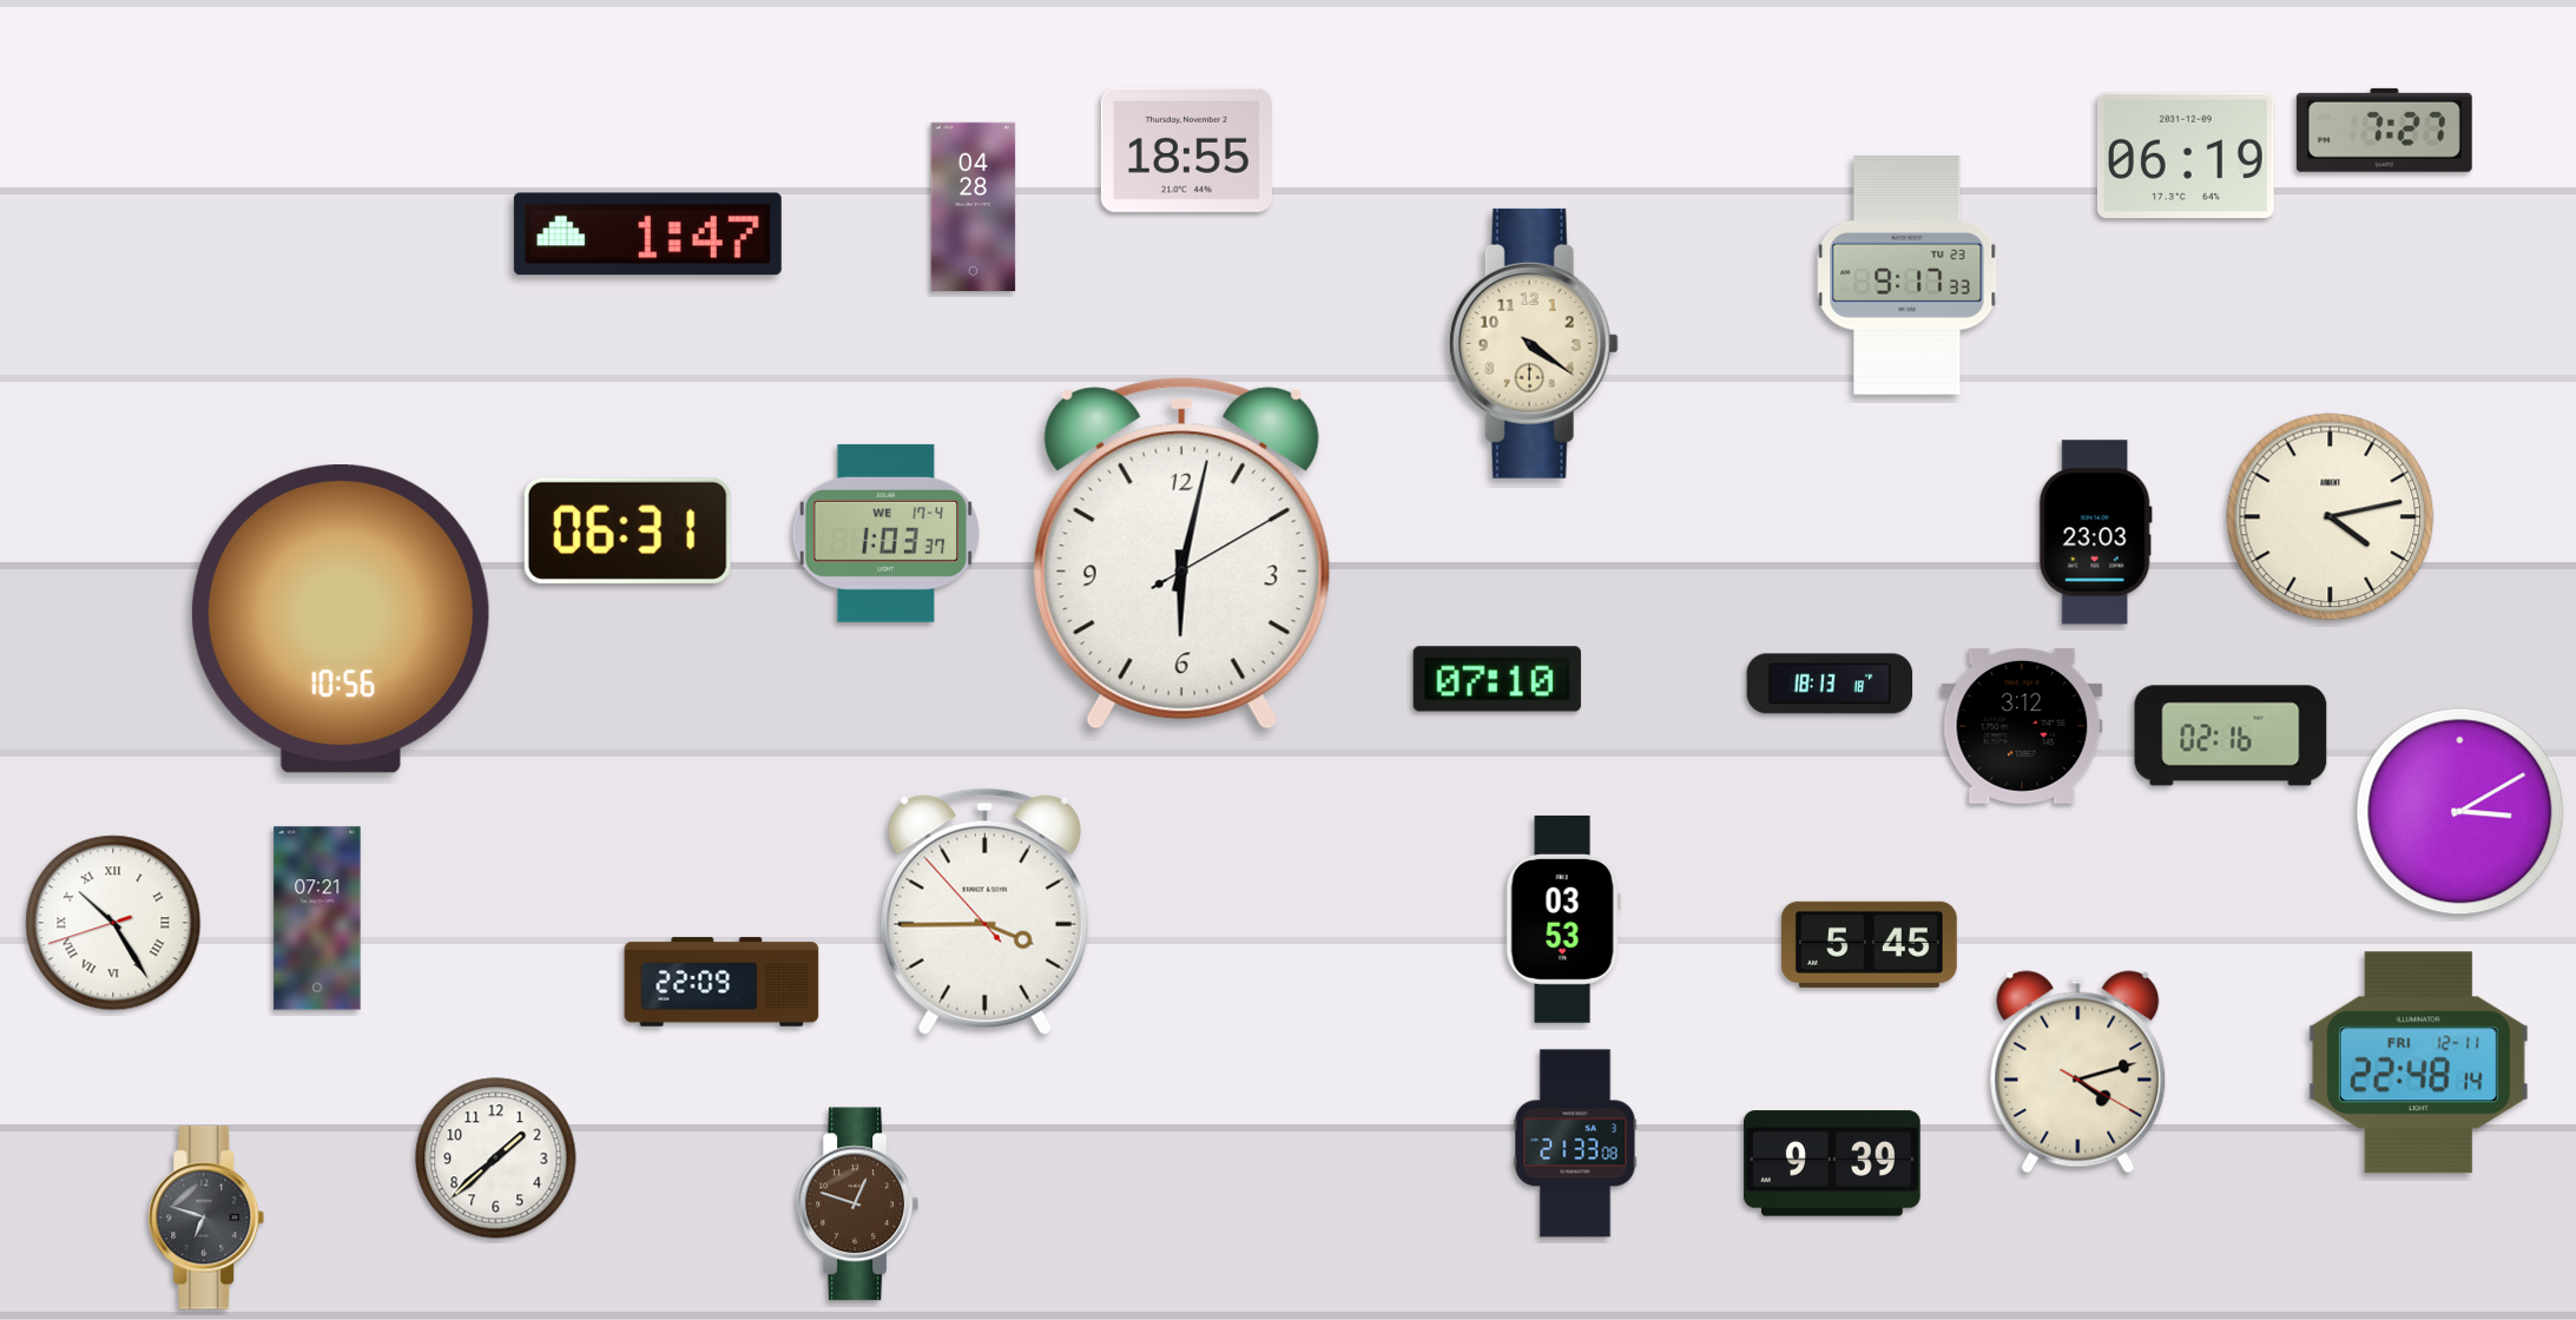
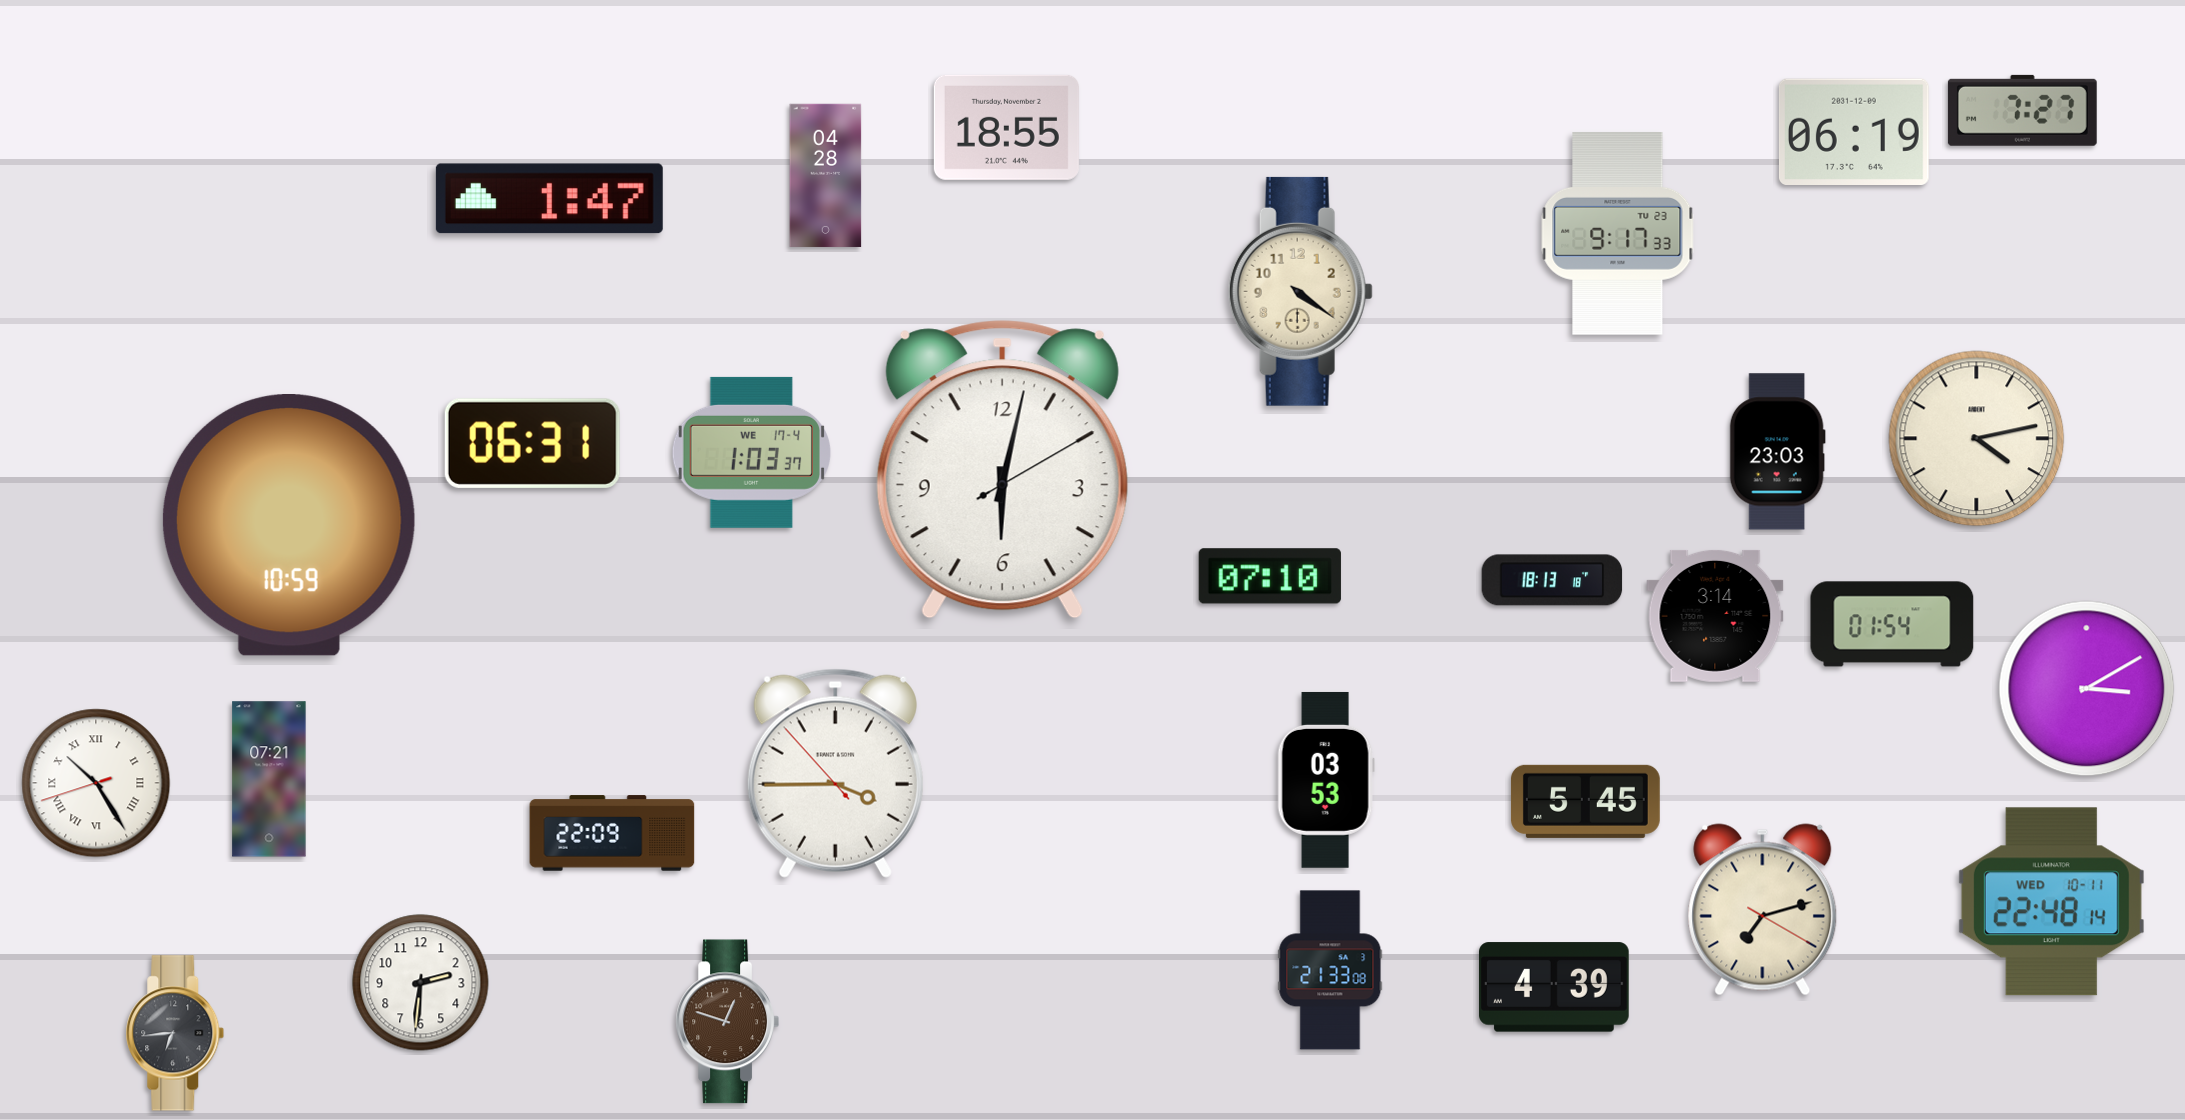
clock at (627, 530) position: (627, 530) -> (532, 443)
clock at (341, 620): 10:56 -> 10:59
clock at (2022, 726): 3:12 -> 3:14
clock at (2231, 735): 02:16 -> 01:54
clock at (2418, 1063) date: FRI 12-11 -> WED 10-11
clock at (2078, 1072): 4:12 -> 7:12
clock at (1575, 1143) position: (1575, 1143) -> (1330, 970)
clock at (496, 1159): 1:38 -> 2:31
clock at (1833, 1163): 9:39 -> 4:39
clock at (206, 1217): 6:48 -> 6:44
